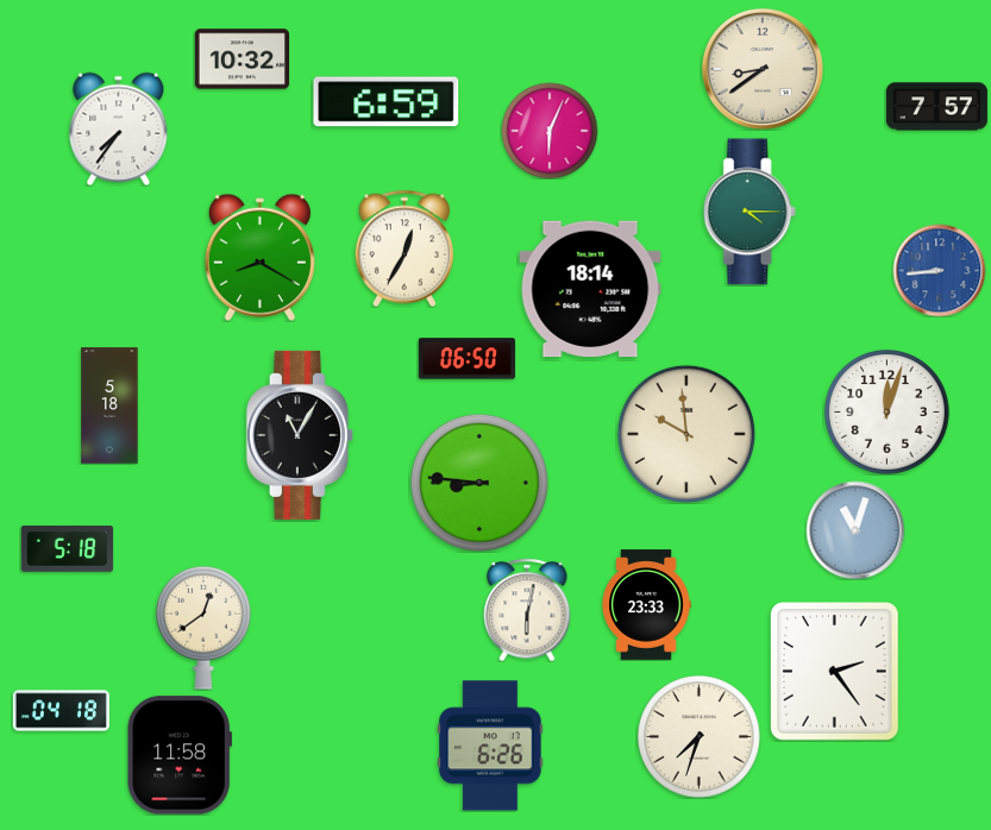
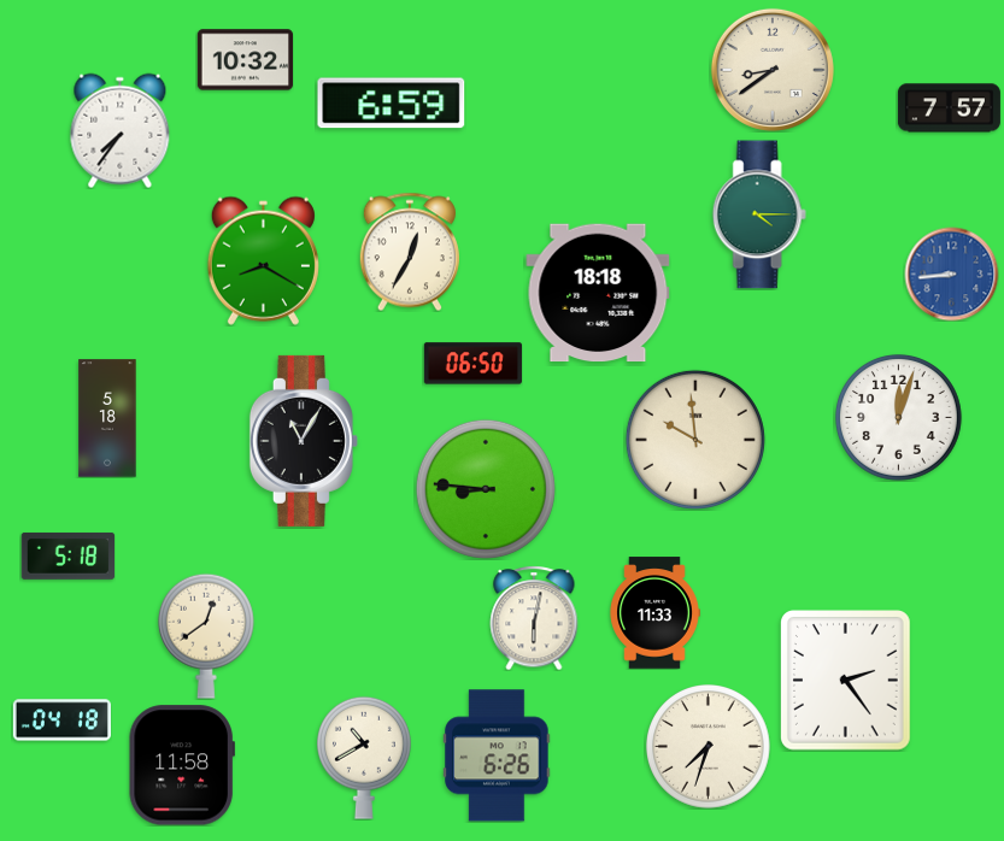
clock at (550, 131): 6:04 -> none
clock at (590, 289): 18:14 -> 18:18
clock at (109, 405) position: (109, 405) -> (107, 418)
clock at (855, 530): 11:03 -> none
clock at (646, 605): 23:33 -> 11:33
clock at (365, 758): none -> 10:40
